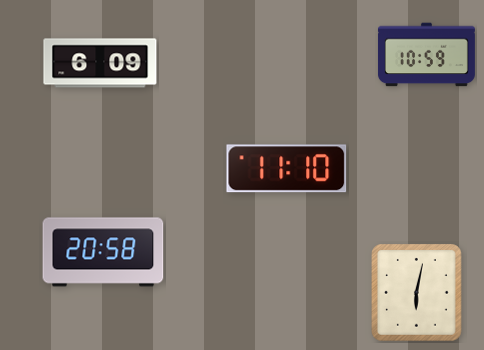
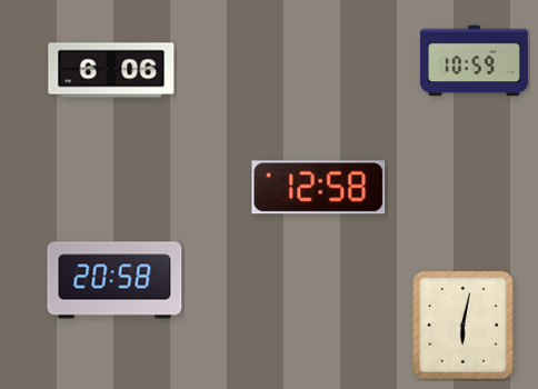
clock at (100, 63): 6:09 -> 6:06
clock at (287, 169): 11:10 -> 12:58
